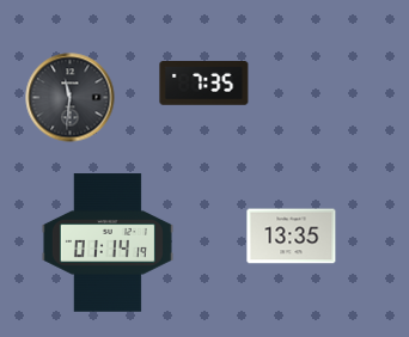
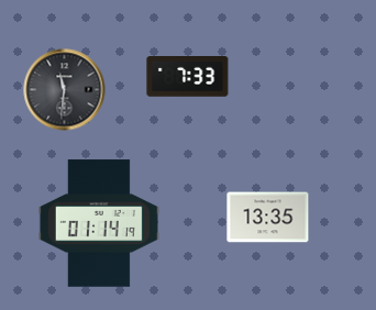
clock at (204, 84): 7:35 -> 7:33
